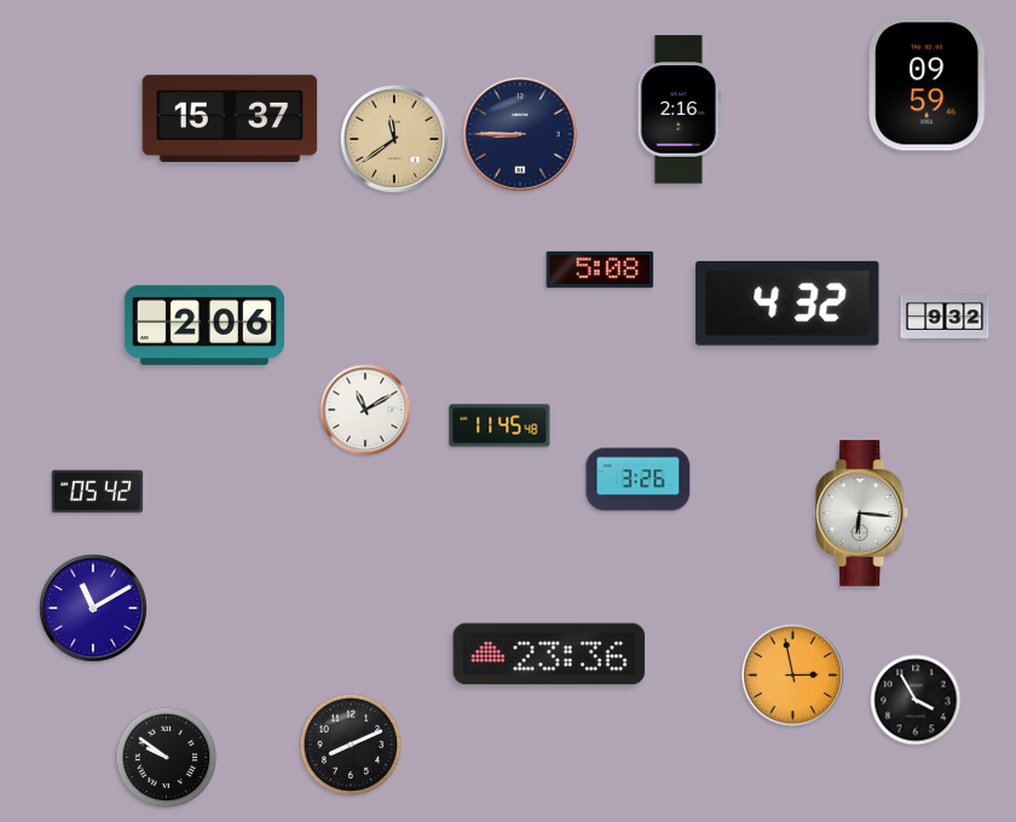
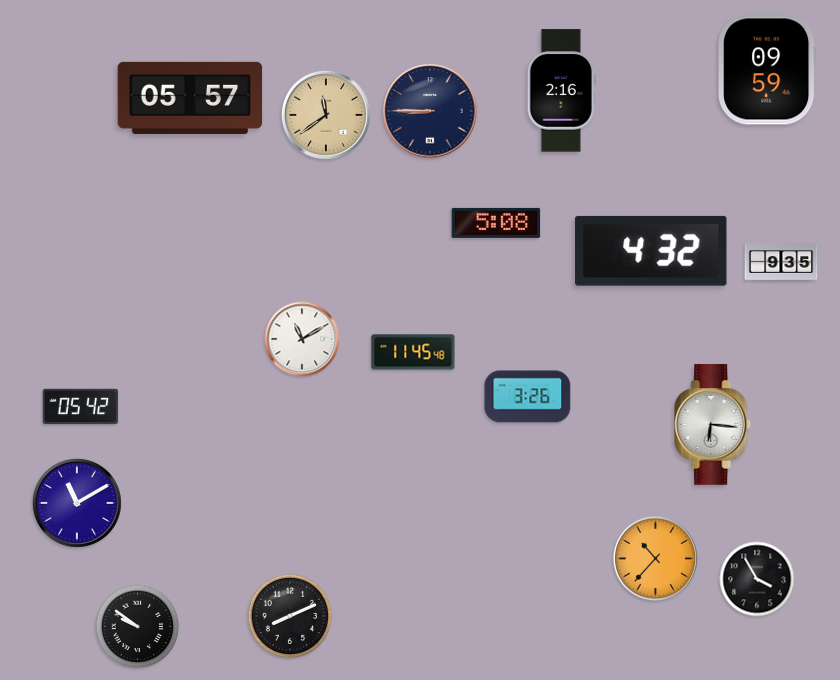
clock at (230, 118): 15:37 -> 05:57
clock at (945, 317): 9:32 -> 9:35
clock at (203, 325): 2:06 -> none
clock at (549, 654): 23:36 -> none
clock at (792, 675): 2:58 -> 10:37
